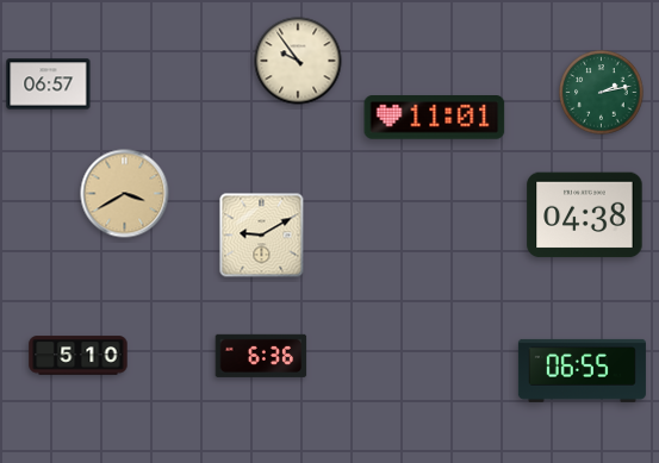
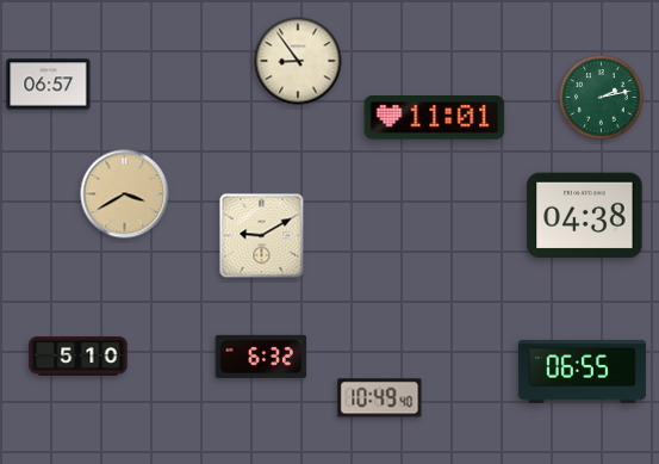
clock at (298, 61): 9:54 -> 8:54
clock at (602, 93) position: (602, 93) -> (602, 98)
clock at (261, 356): 6:36 -> 6:32
clock at (380, 398): none -> 10:49
